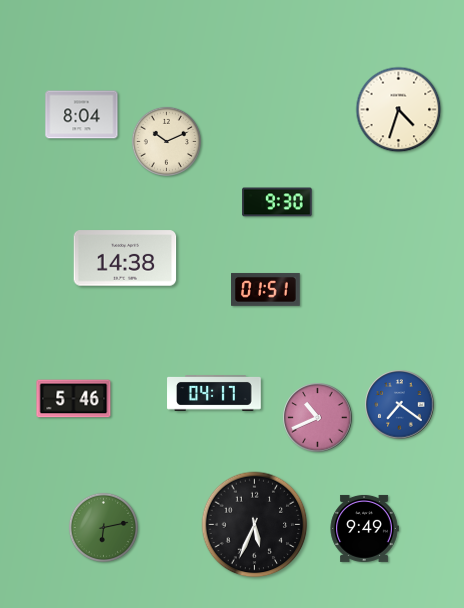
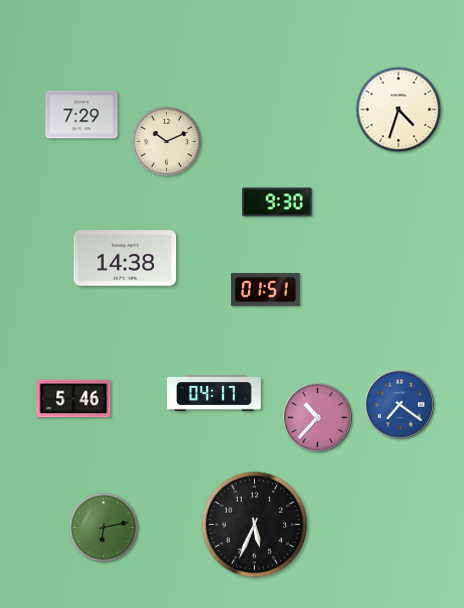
clock at (82, 115): 8:04 -> 7:29
clock at (318, 418): 10:41 -> 10:37
clock at (364, 528): 9:49 -> none
